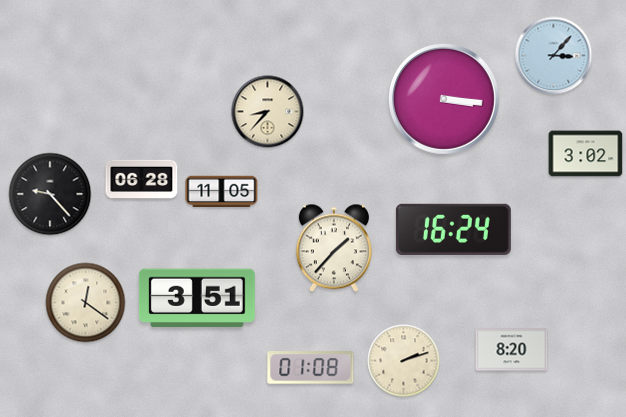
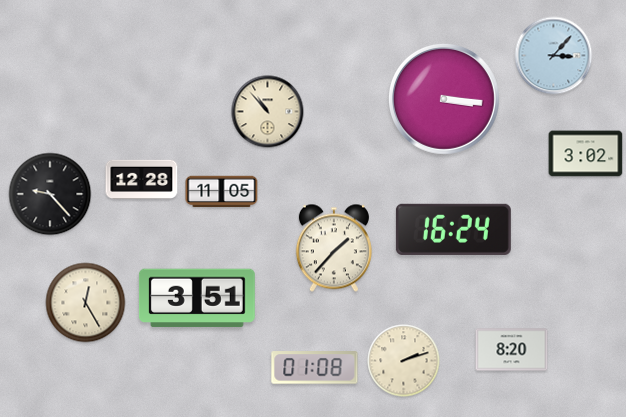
clock at (268, 112): 8:37 -> 10:53
clock at (142, 179): 06:28 -> 12:28
clock at (86, 303): 12:21 -> 12:25
clock at (311, 368) position: (311, 368) -> (315, 368)
